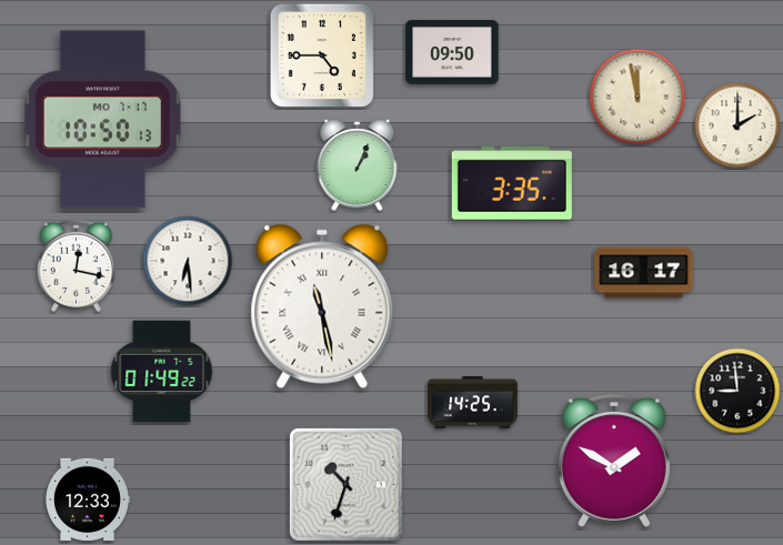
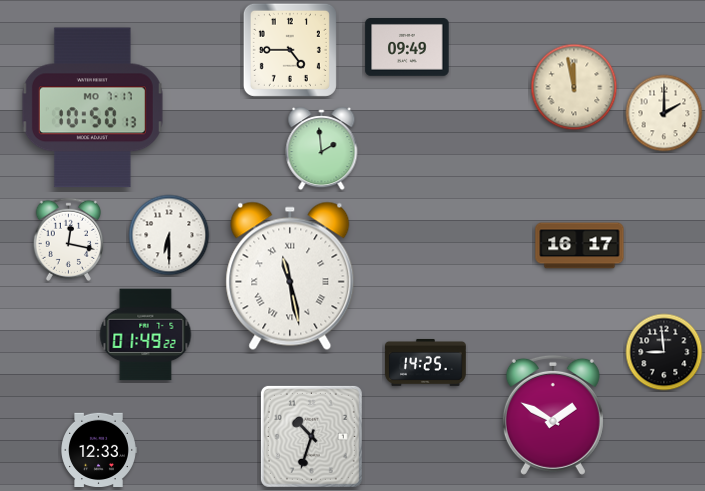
clock at (452, 53): 09:50 -> 09:49
clock at (358, 165): 1:04 -> 1:59
clock at (512, 183): 3:35 -> none
clock at (188, 261): 6:29 -> 6:30
clock at (88, 498) position: (88, 498) -> (99, 449)
